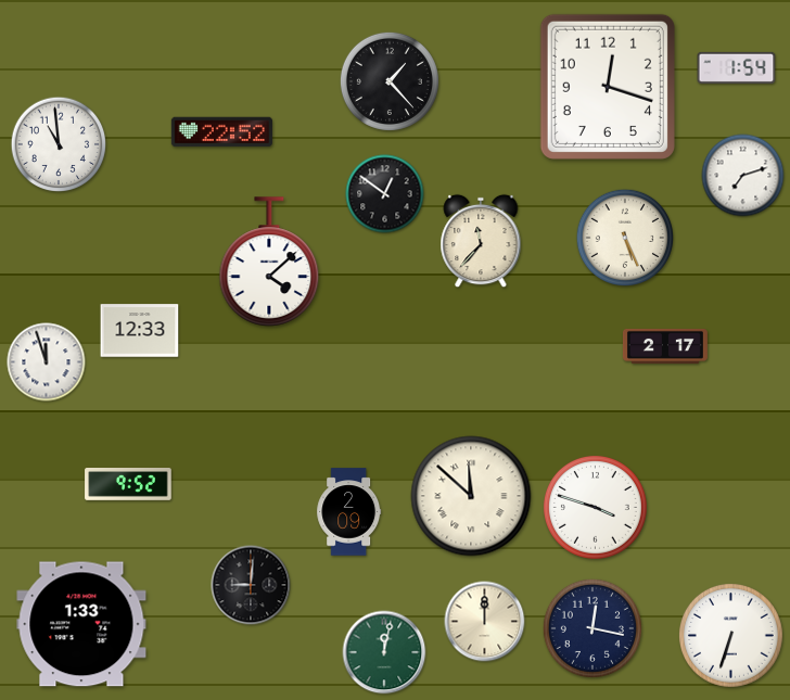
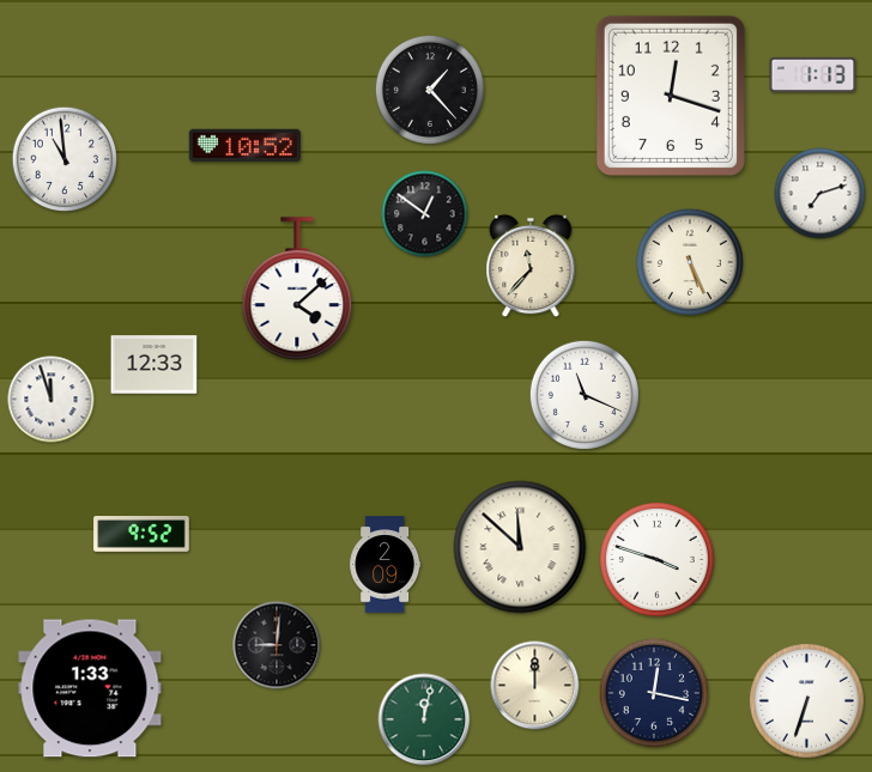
clock at (737, 67): 1:54 -> 1:13
clock at (221, 132): 22:52 -> 10:52
clock at (665, 346): 2:17 -> none
clock at (585, 395): none -> 11:19
